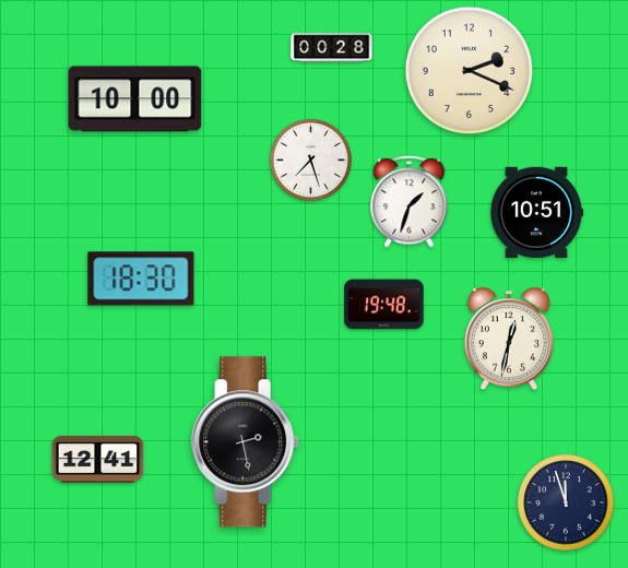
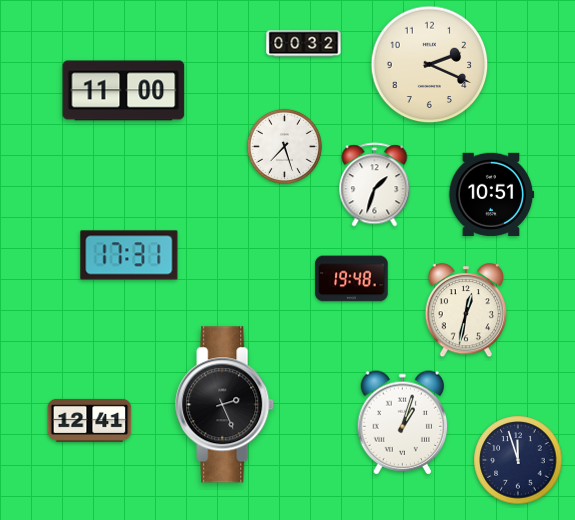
clock at (332, 48): 00:28 -> 00:32
clock at (135, 99): 10:00 -> 11:00
clock at (141, 279): 18:30 -> 17:31
clock at (246, 442): 2:28 -> 2:26
clock at (403, 423): none -> 1:03
